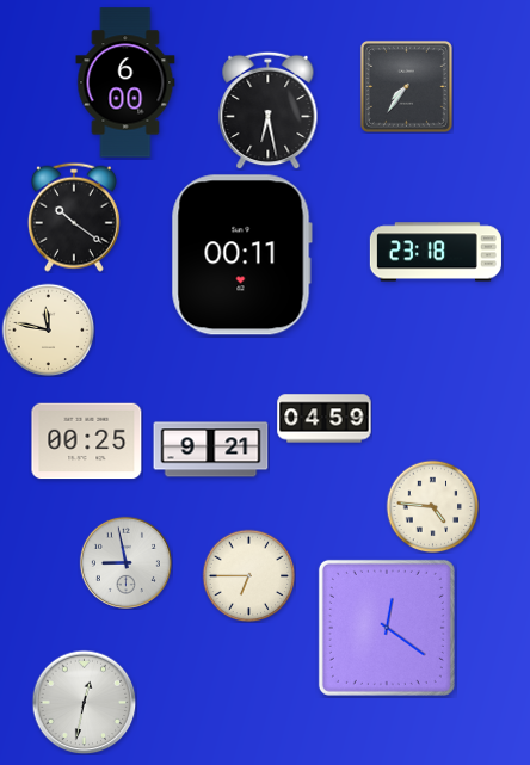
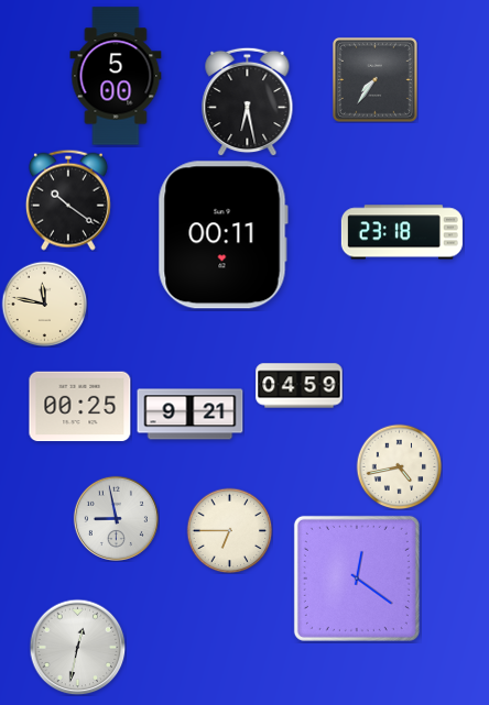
clock at (125, 82): 6:00 -> 5:00
clock at (211, 450) position: (211, 450) -> (191, 415)
clock at (432, 506): 4:46 -> 4:43
